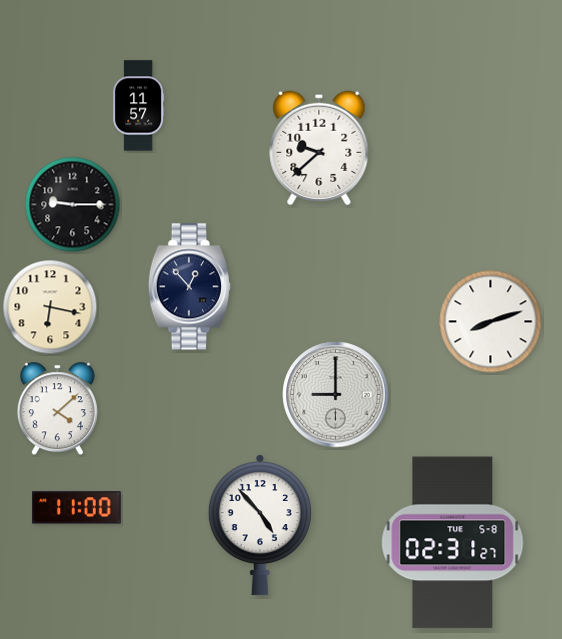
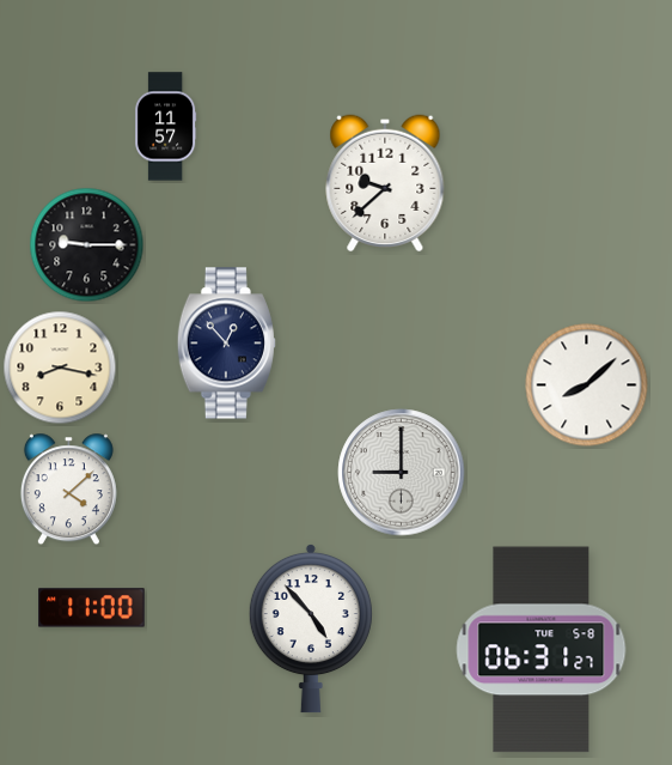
clock at (319, 148) position: (319, 148) -> (385, 183)
clock at (50, 307): 6:17 -> 8:17
clock at (491, 322): 8:12 -> 8:08
clock at (453, 543): 02:31 -> 06:31
